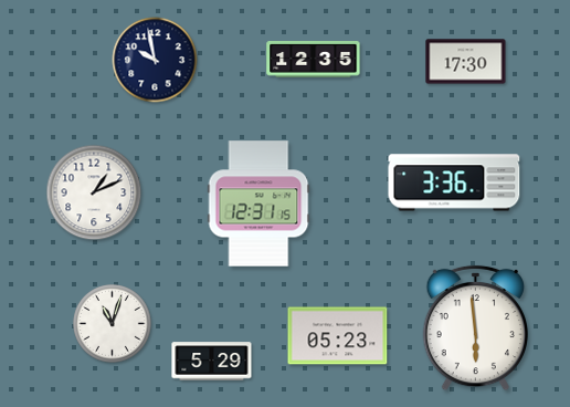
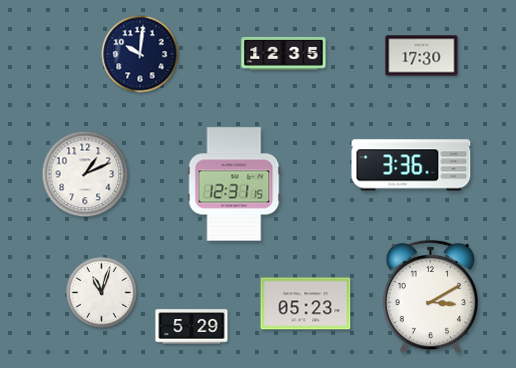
clock at (155, 60): 9:58 -> 10:01
clock at (475, 328): 5:59 -> 3:10
